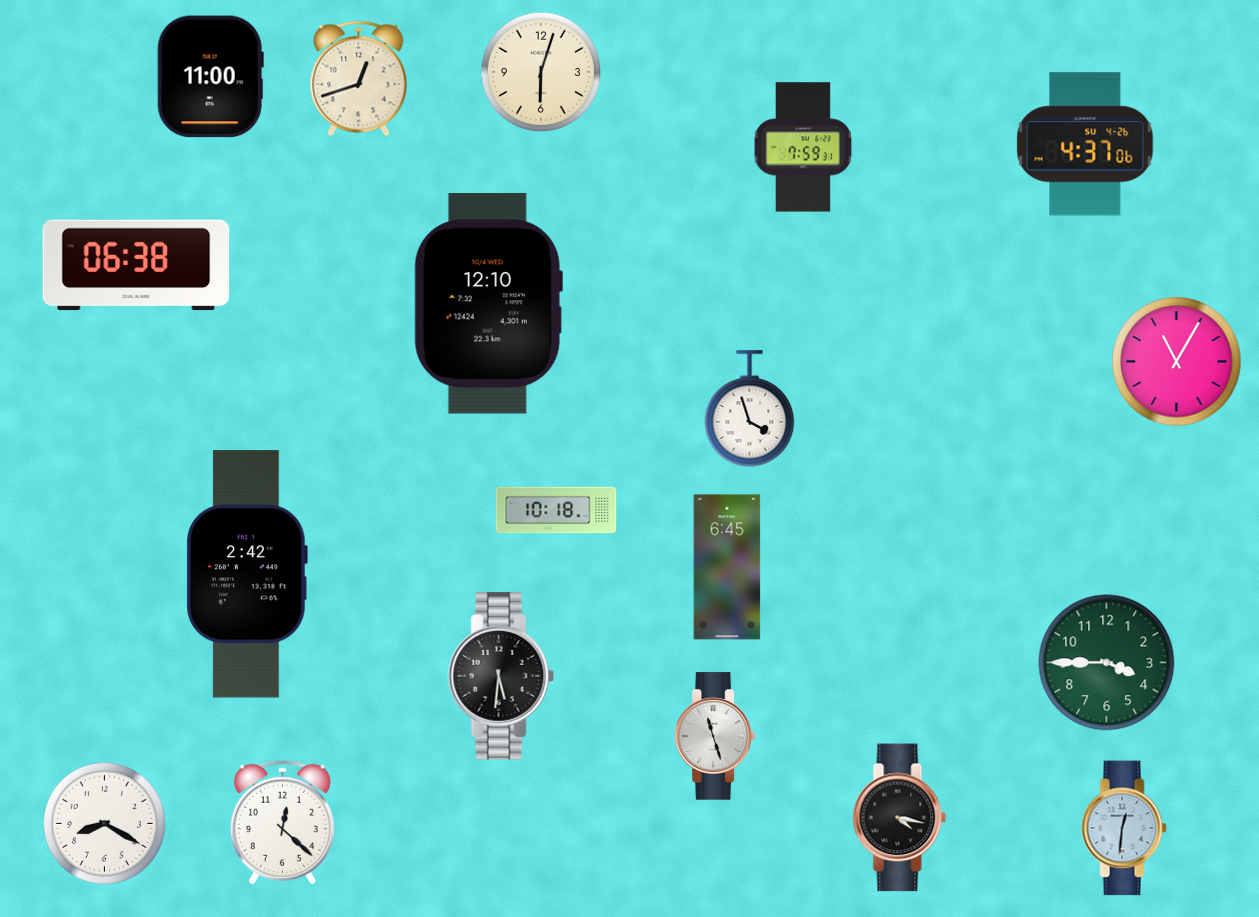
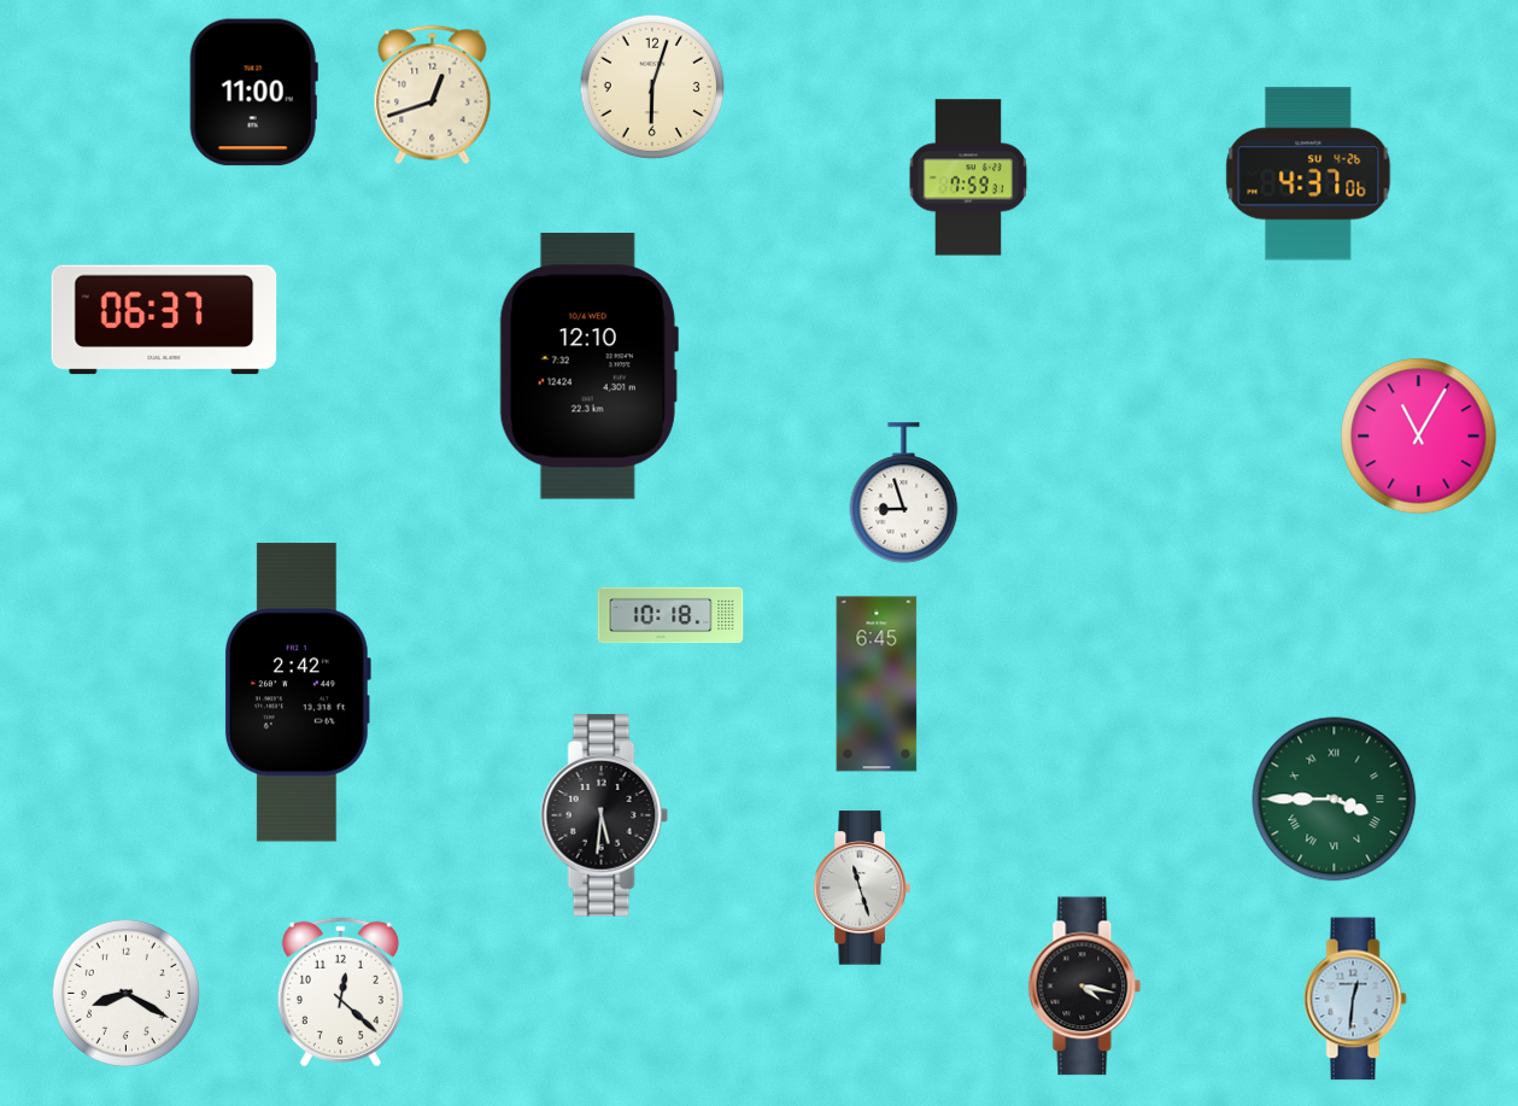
clock at (136, 265): 06:38 -> 06:37
clock at (750, 409): 3:57 -> 8:57
clock at (1107, 663) numerals: Arabic -> Roman
